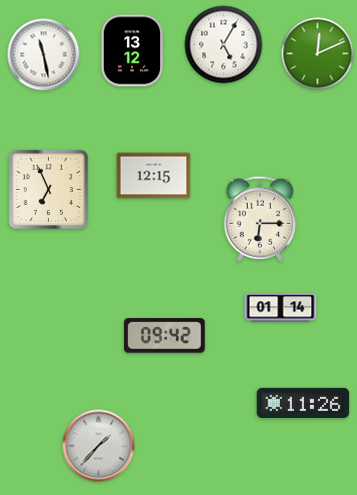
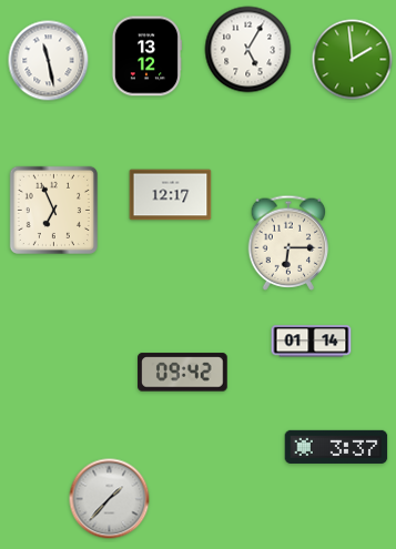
clock at (318, 54): 12:11 -> 1:59
clock at (154, 176): 12:15 -> 12:17
clock at (303, 403): 11:26 -> 3:37
clock at (99, 446) position: (99, 446) -> (110, 499)
